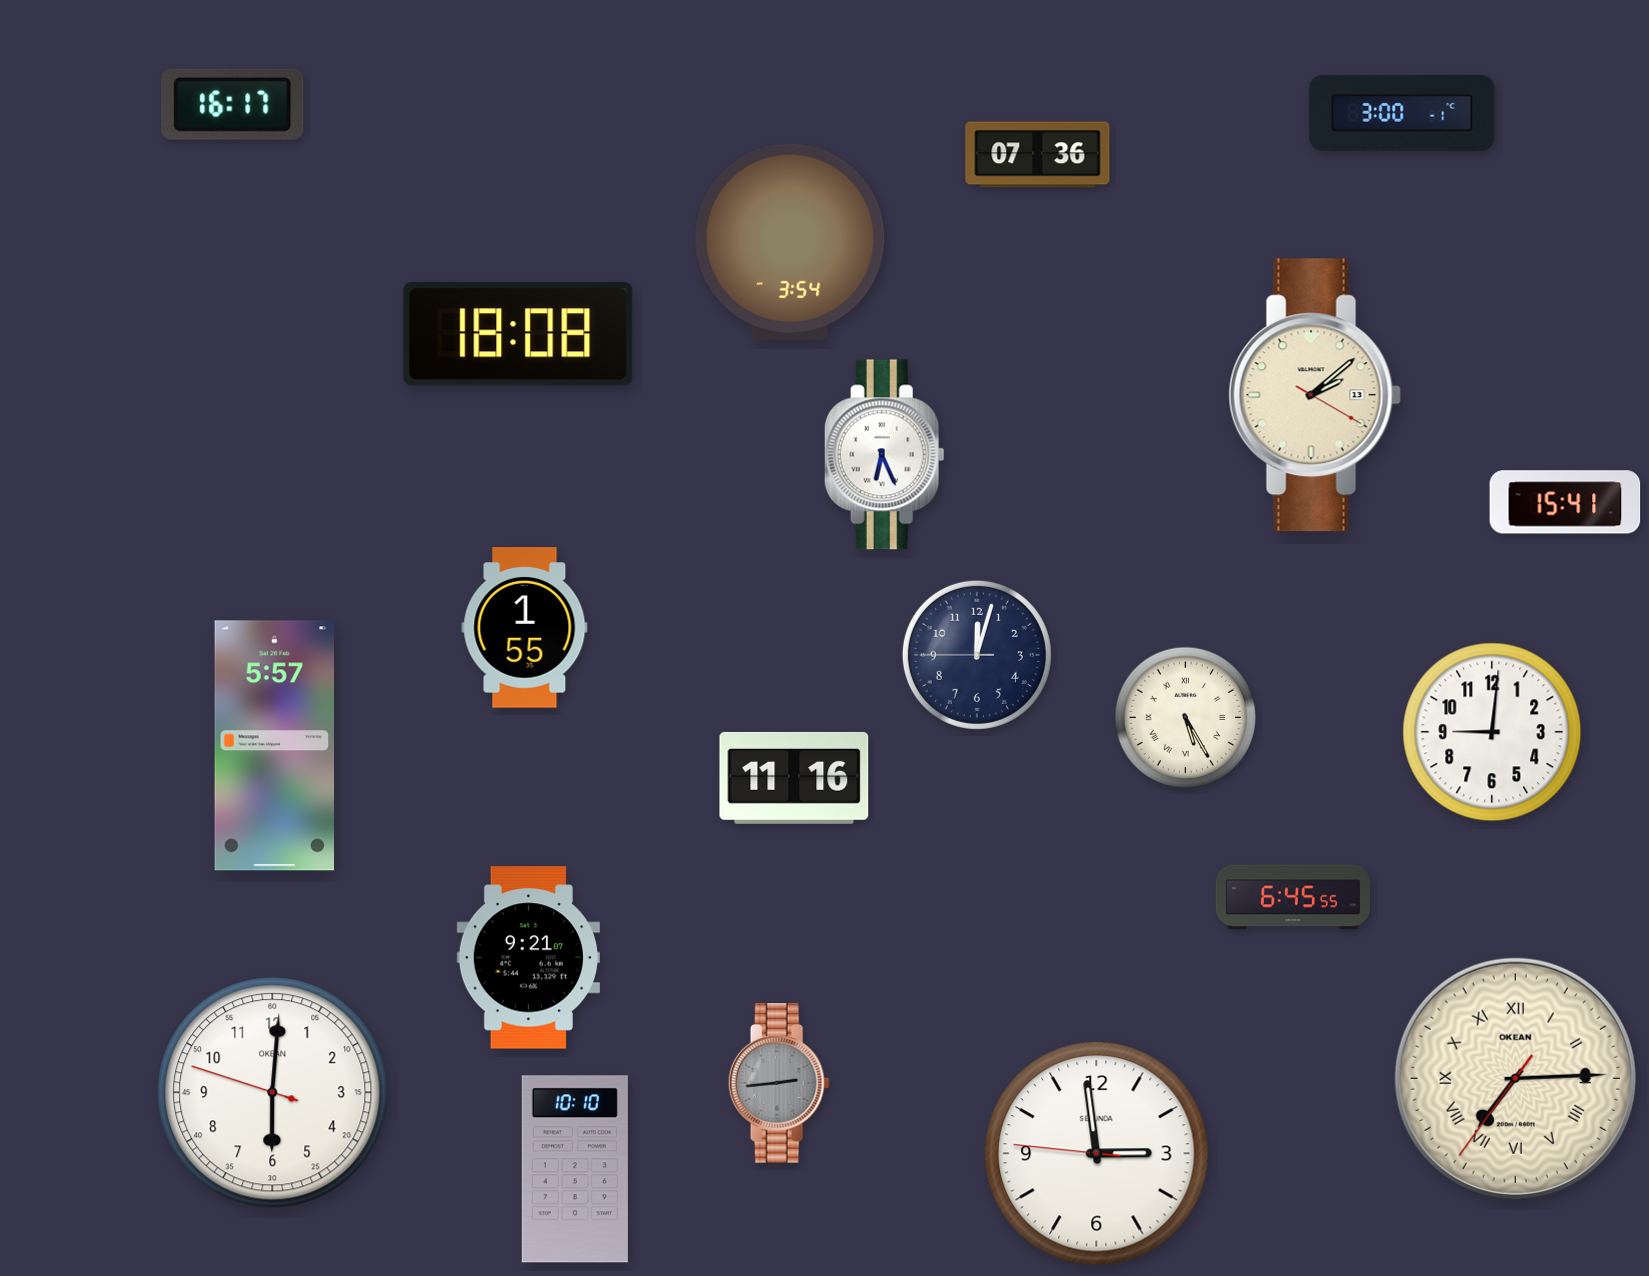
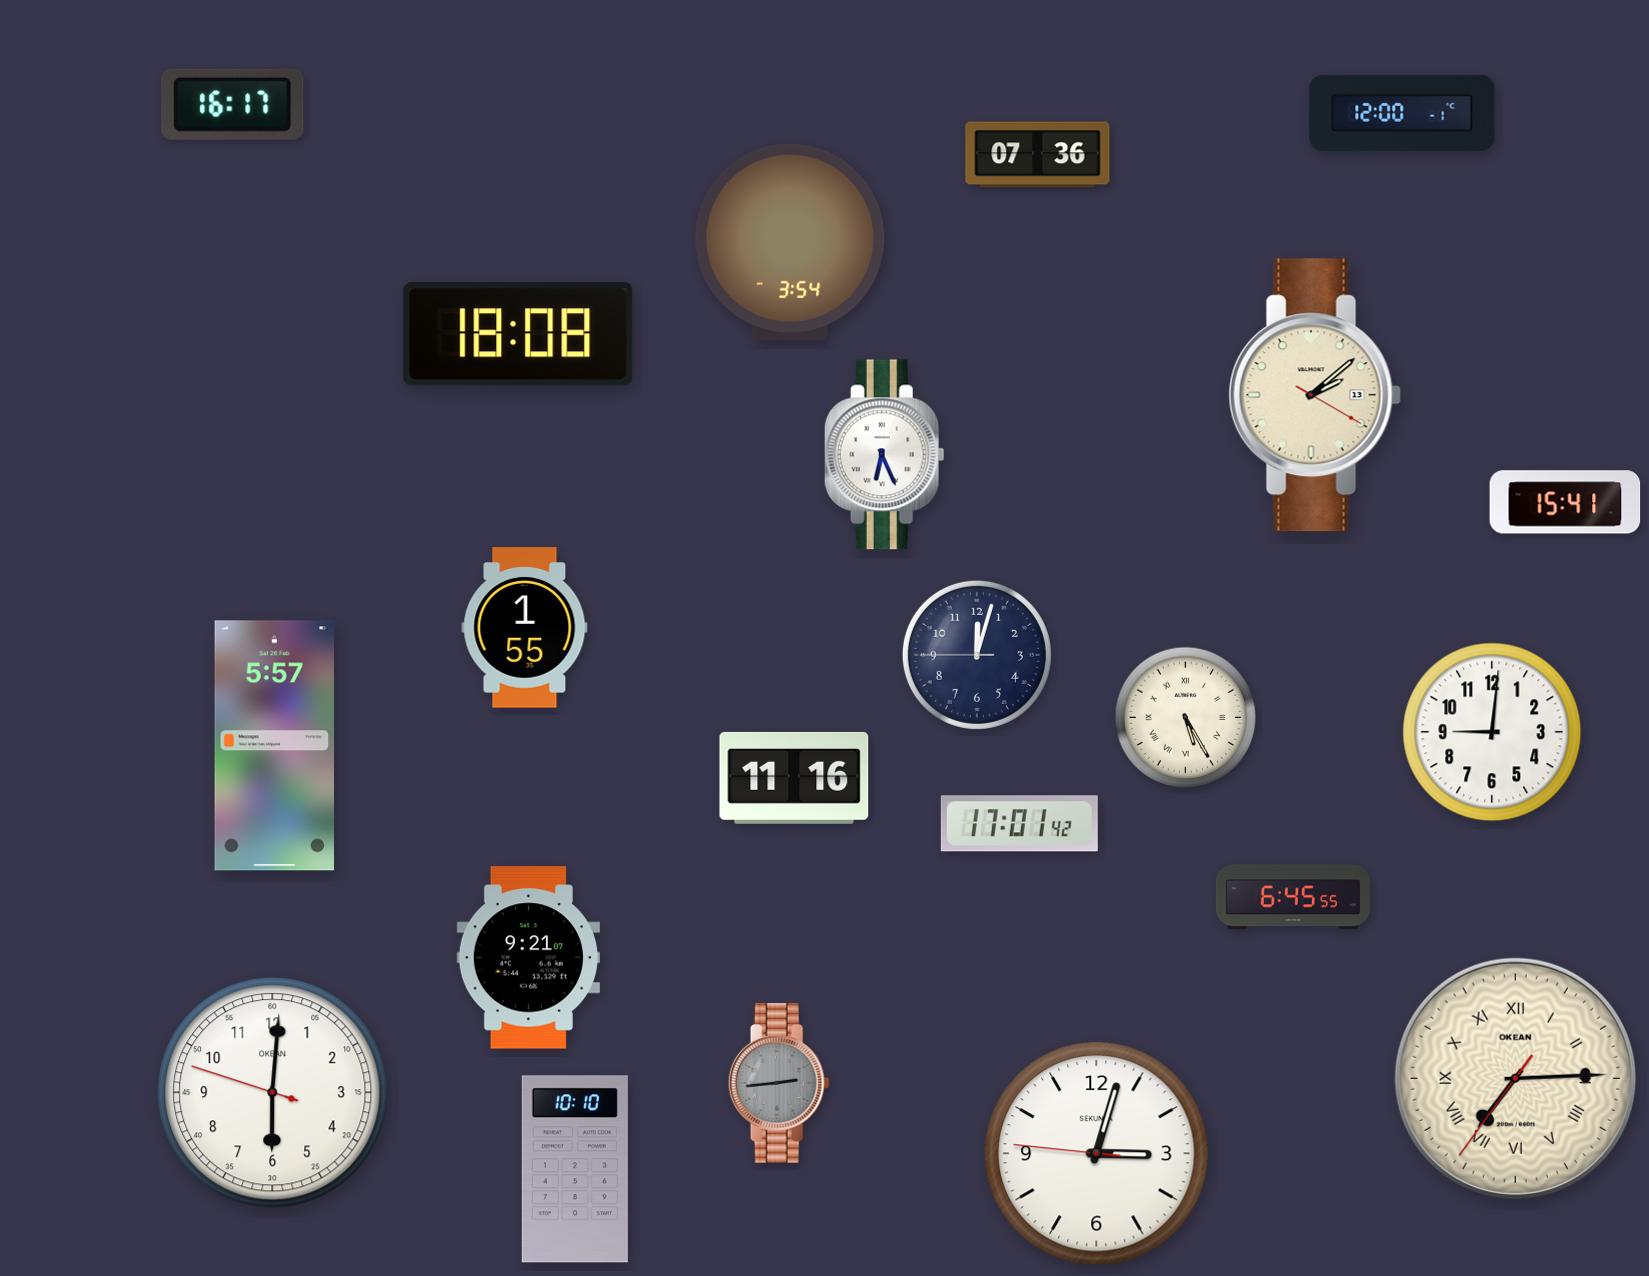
clock at (1402, 113): 3:00 -> 12:00
clock at (1019, 824): none -> 17:01
clock at (1097, 1154): 2:58 -> 3:02
